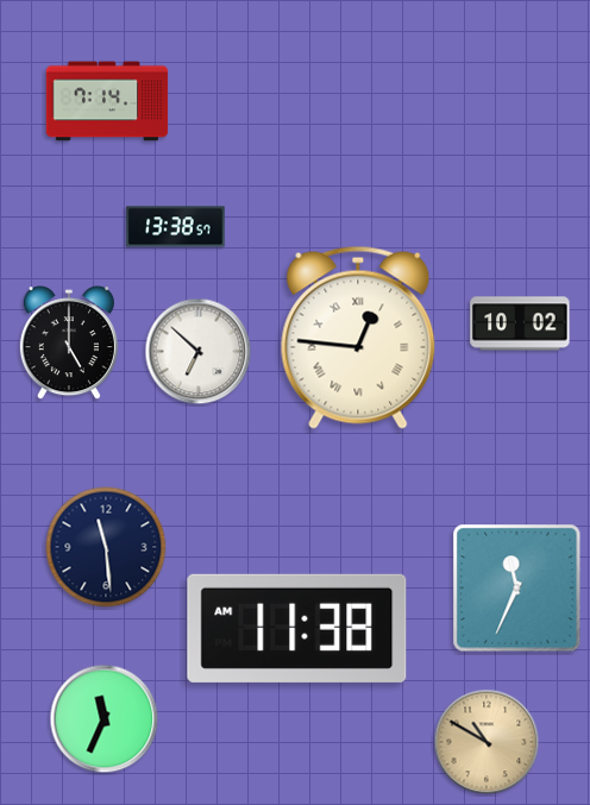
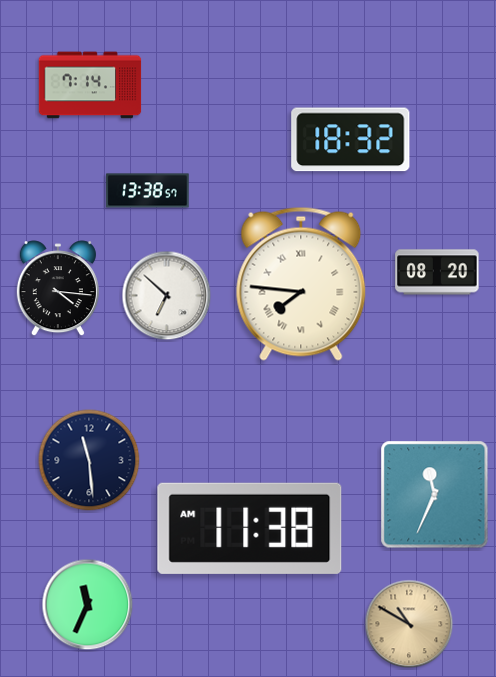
clock at (351, 140): none -> 18:32
clock at (520, 323): 10:02 -> 08:20
clock at (358, 338): 12:46 -> 7:46
clock at (69, 344): 5:00 -> 4:16
